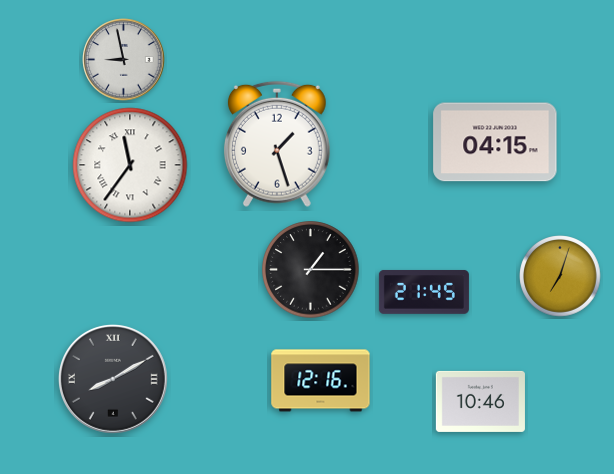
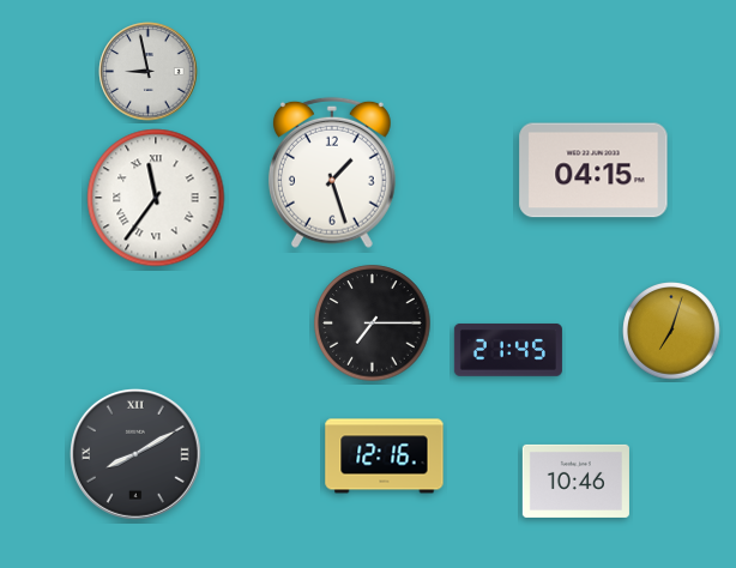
clock at (311, 270): 1:15 -> 7:15
